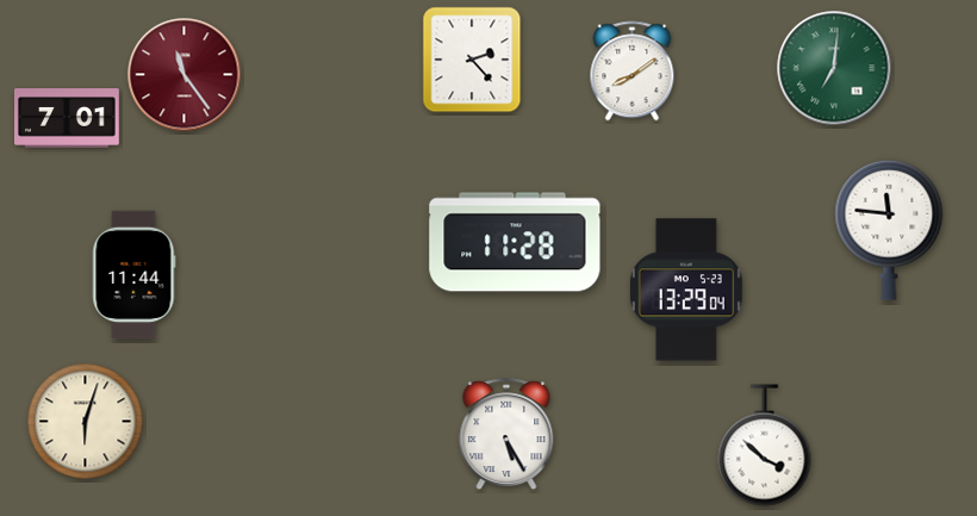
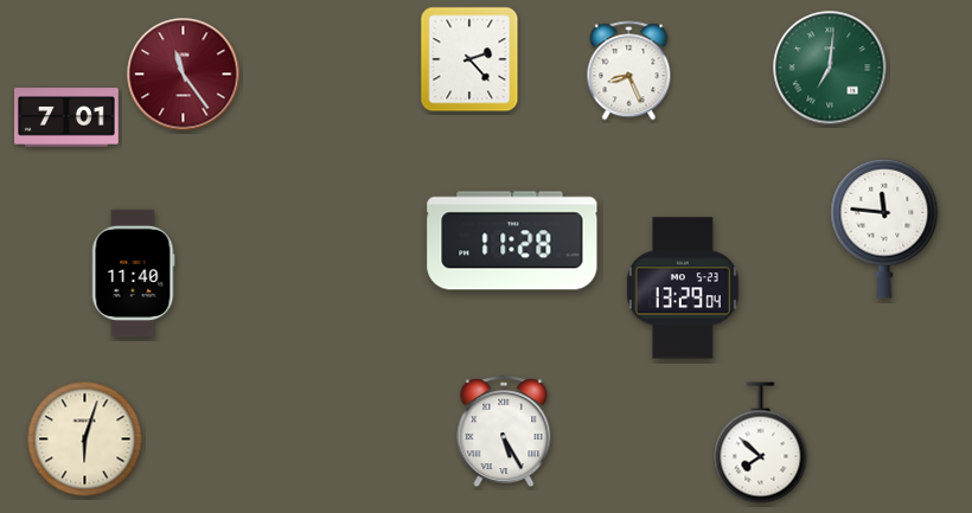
clock at (633, 72): 8:09 -> 8:26
clock at (135, 275): 11:44 -> 11:40
clock at (86, 422) position: (86, 422) -> (85, 440)
clock at (765, 446): 3:52 -> 7:52
